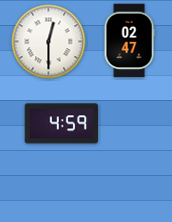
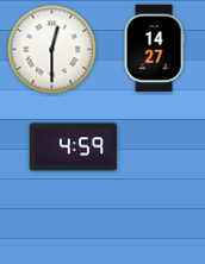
clock at (129, 41): 02:47 -> 14:27
clock at (49, 42) position: (49, 42) -> (52, 50)
